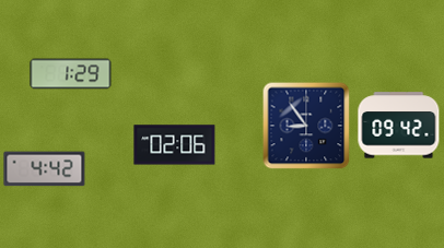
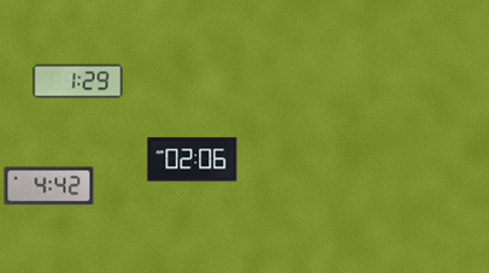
clock at (306, 126): 8:54 -> none
clock at (399, 126): 09:42 -> none
